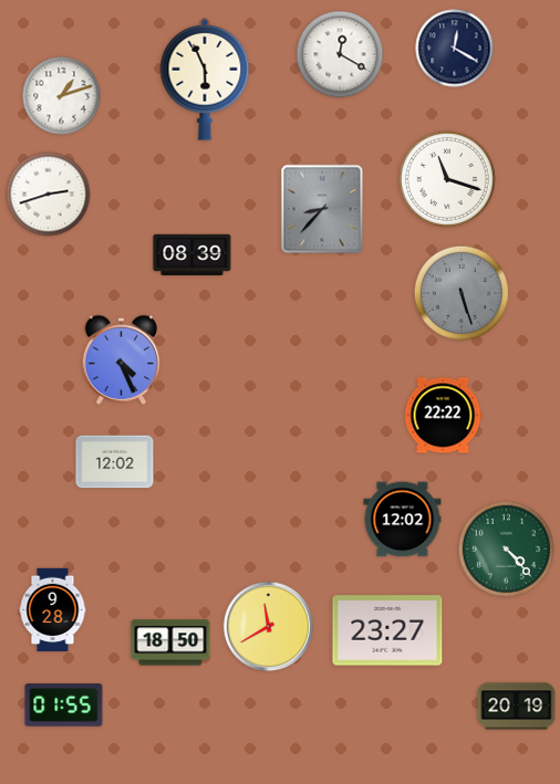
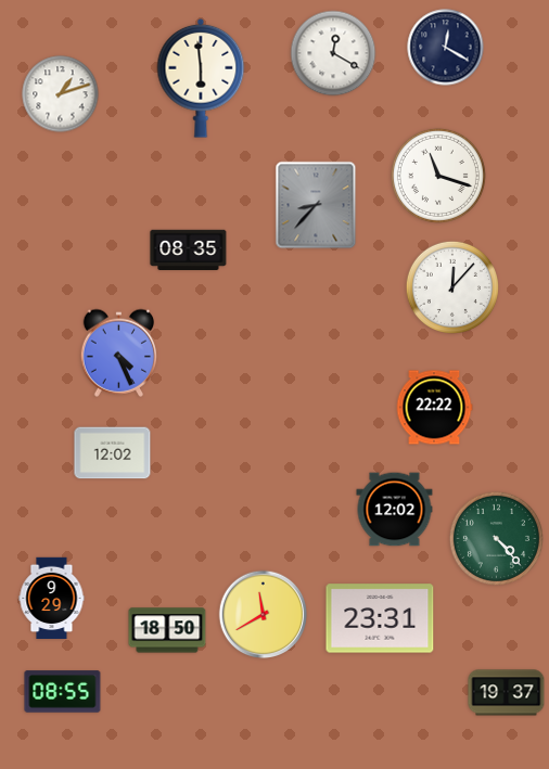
clock at (205, 80): 5:56 -> 5:59
clock at (49, 195): 2:42 -> none
clock at (193, 254): 08:39 -> 08:35
clock at (462, 293): 5:27 -> 12:07
clock at (462, 293) dial: grey -> white
clock at (53, 610): 9:28 -> 9:29
clock at (387, 630): 23:27 -> 23:31
clock at (64, 705): 01:55 -> 08:55
clock at (517, 707): 20:19 -> 19:37
